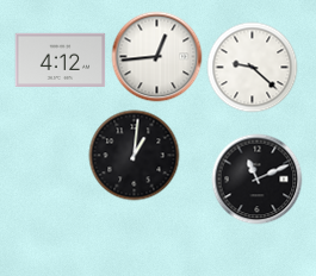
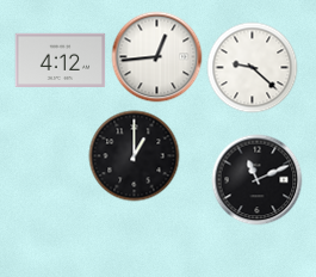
clock at (135, 156): 1:01 -> 1:00
